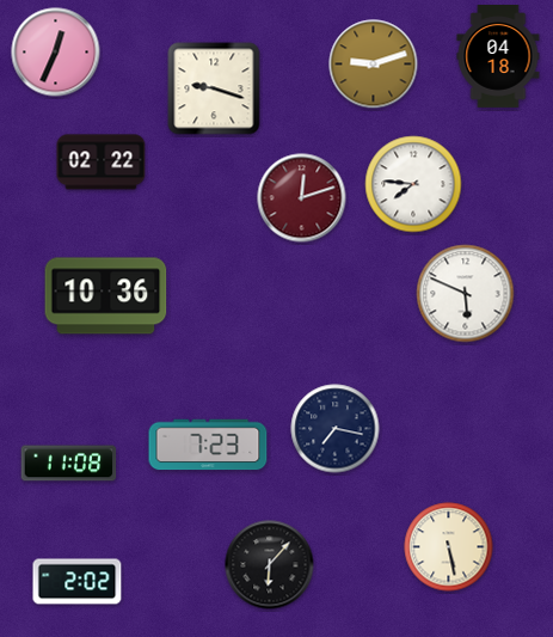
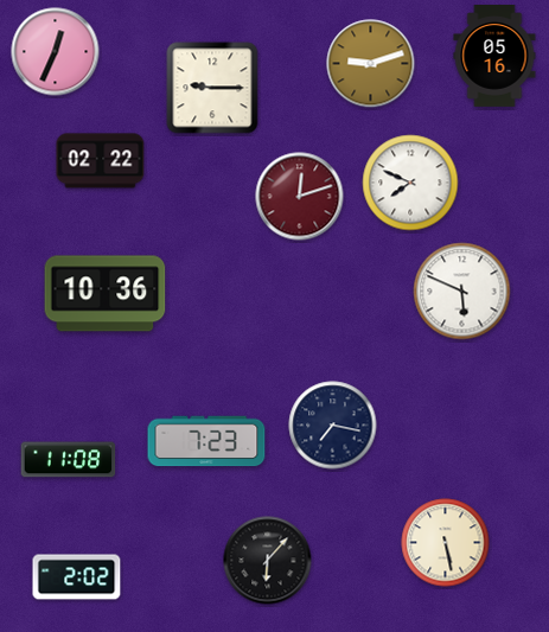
clock at (498, 57): 04:18 -> 05:16
clock at (214, 88): 9:18 -> 9:15
clock at (413, 184): 7:46 -> 7:49
